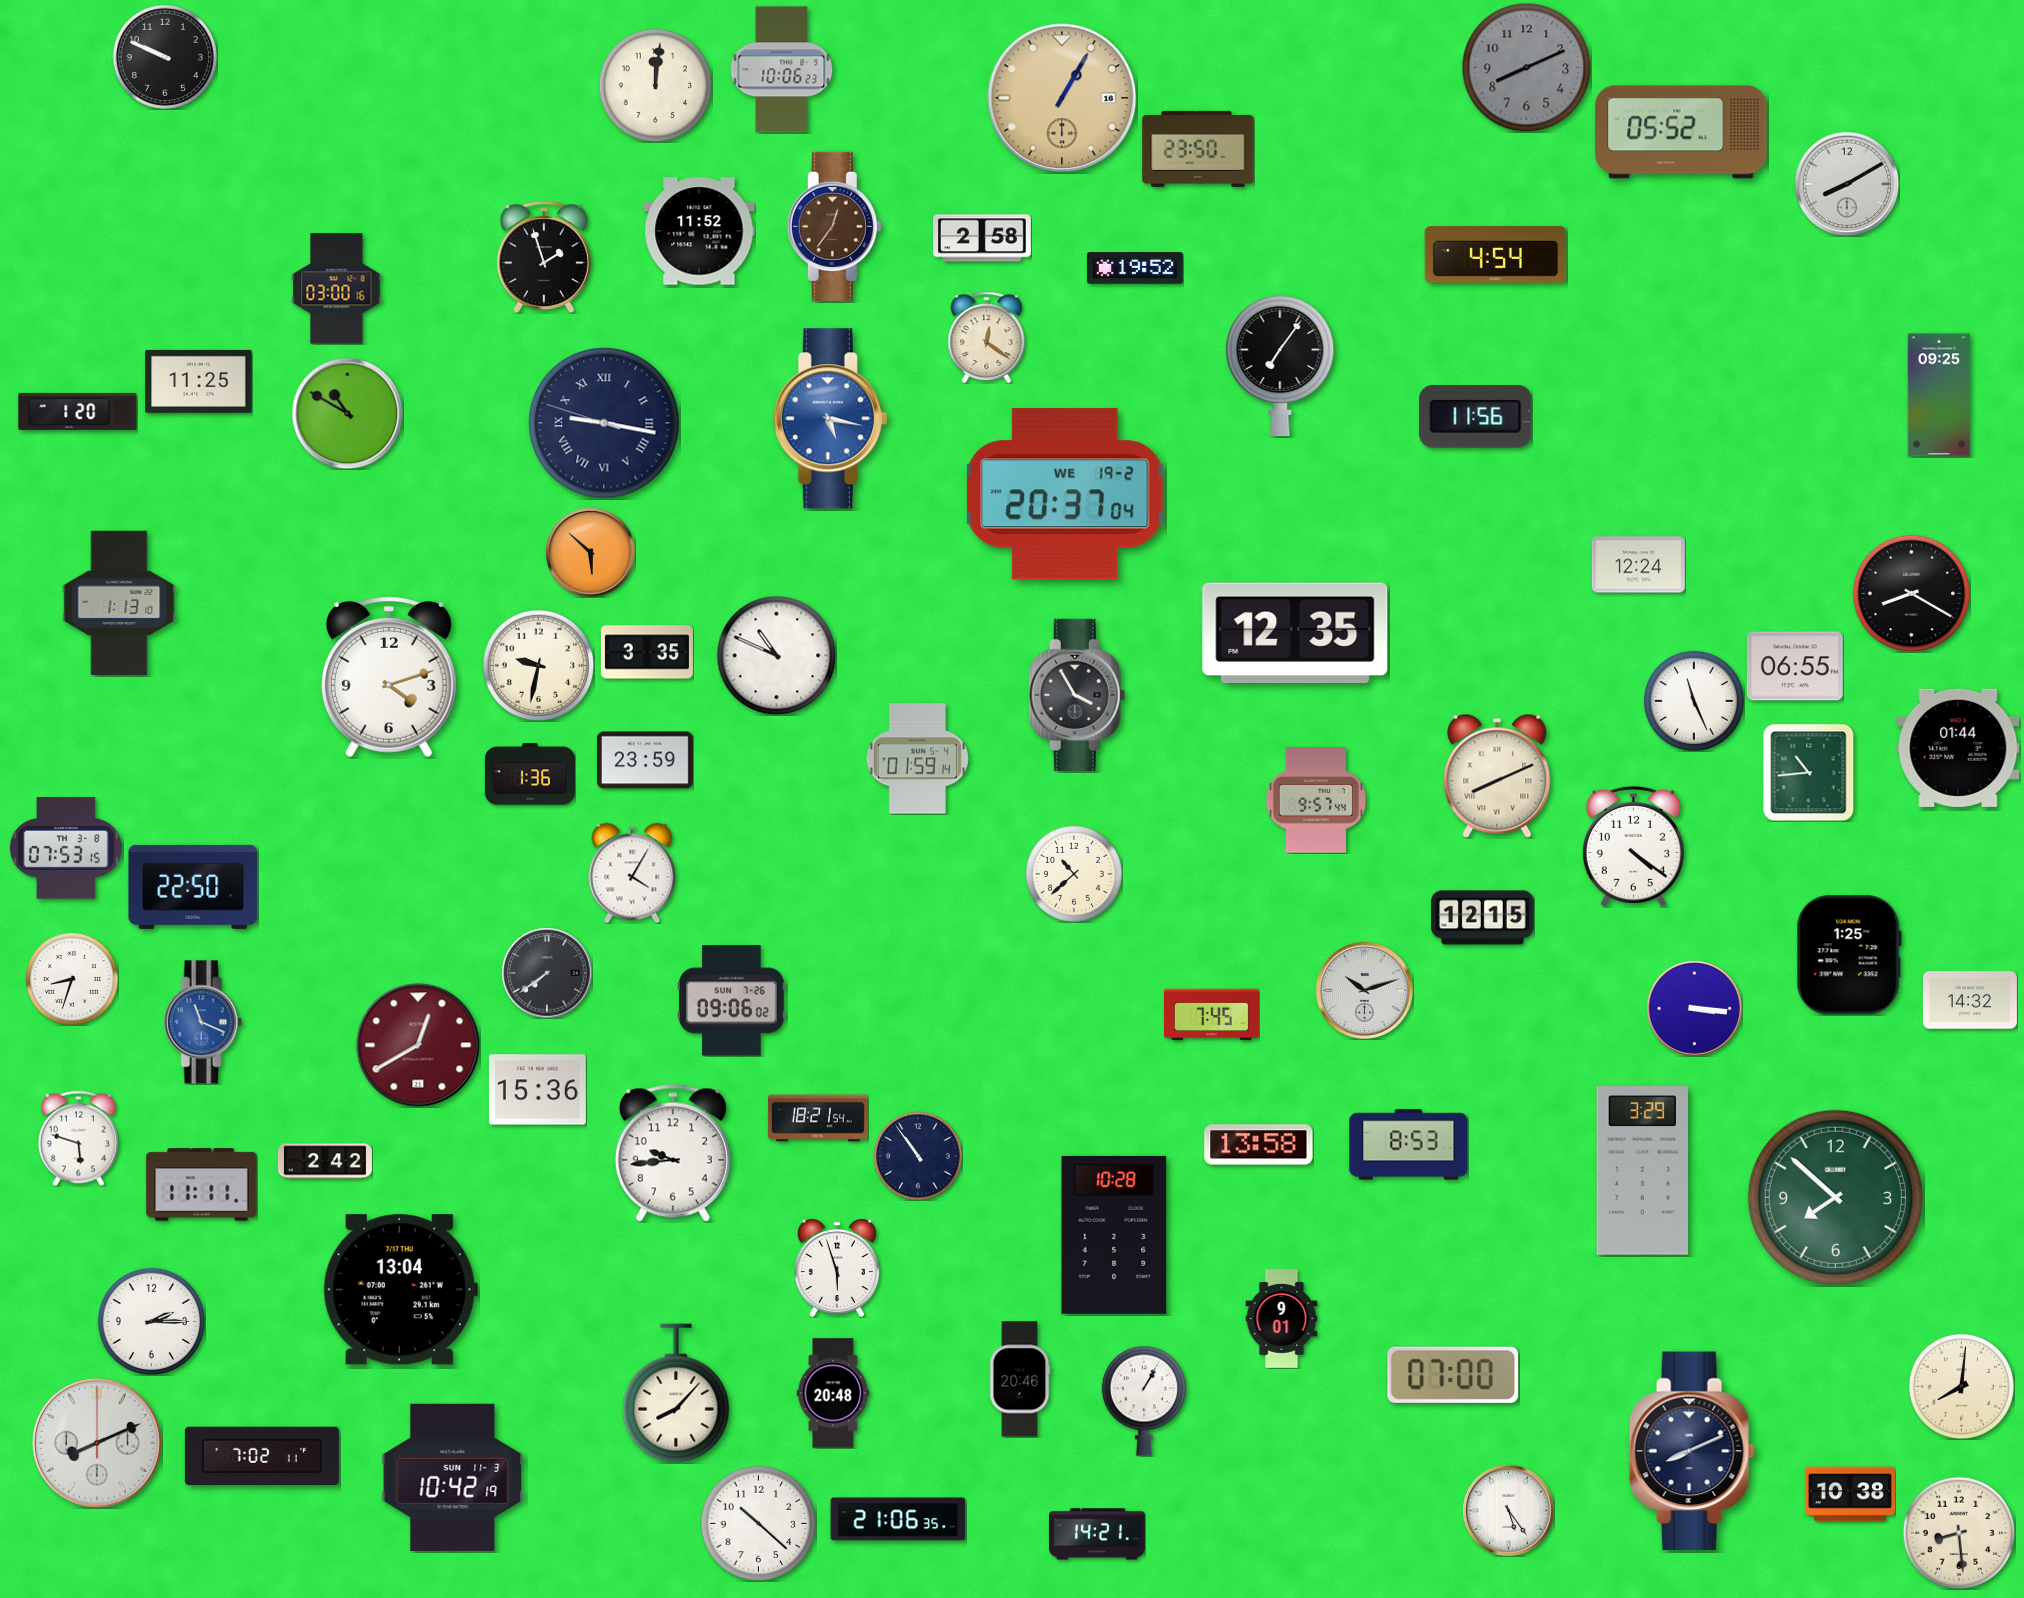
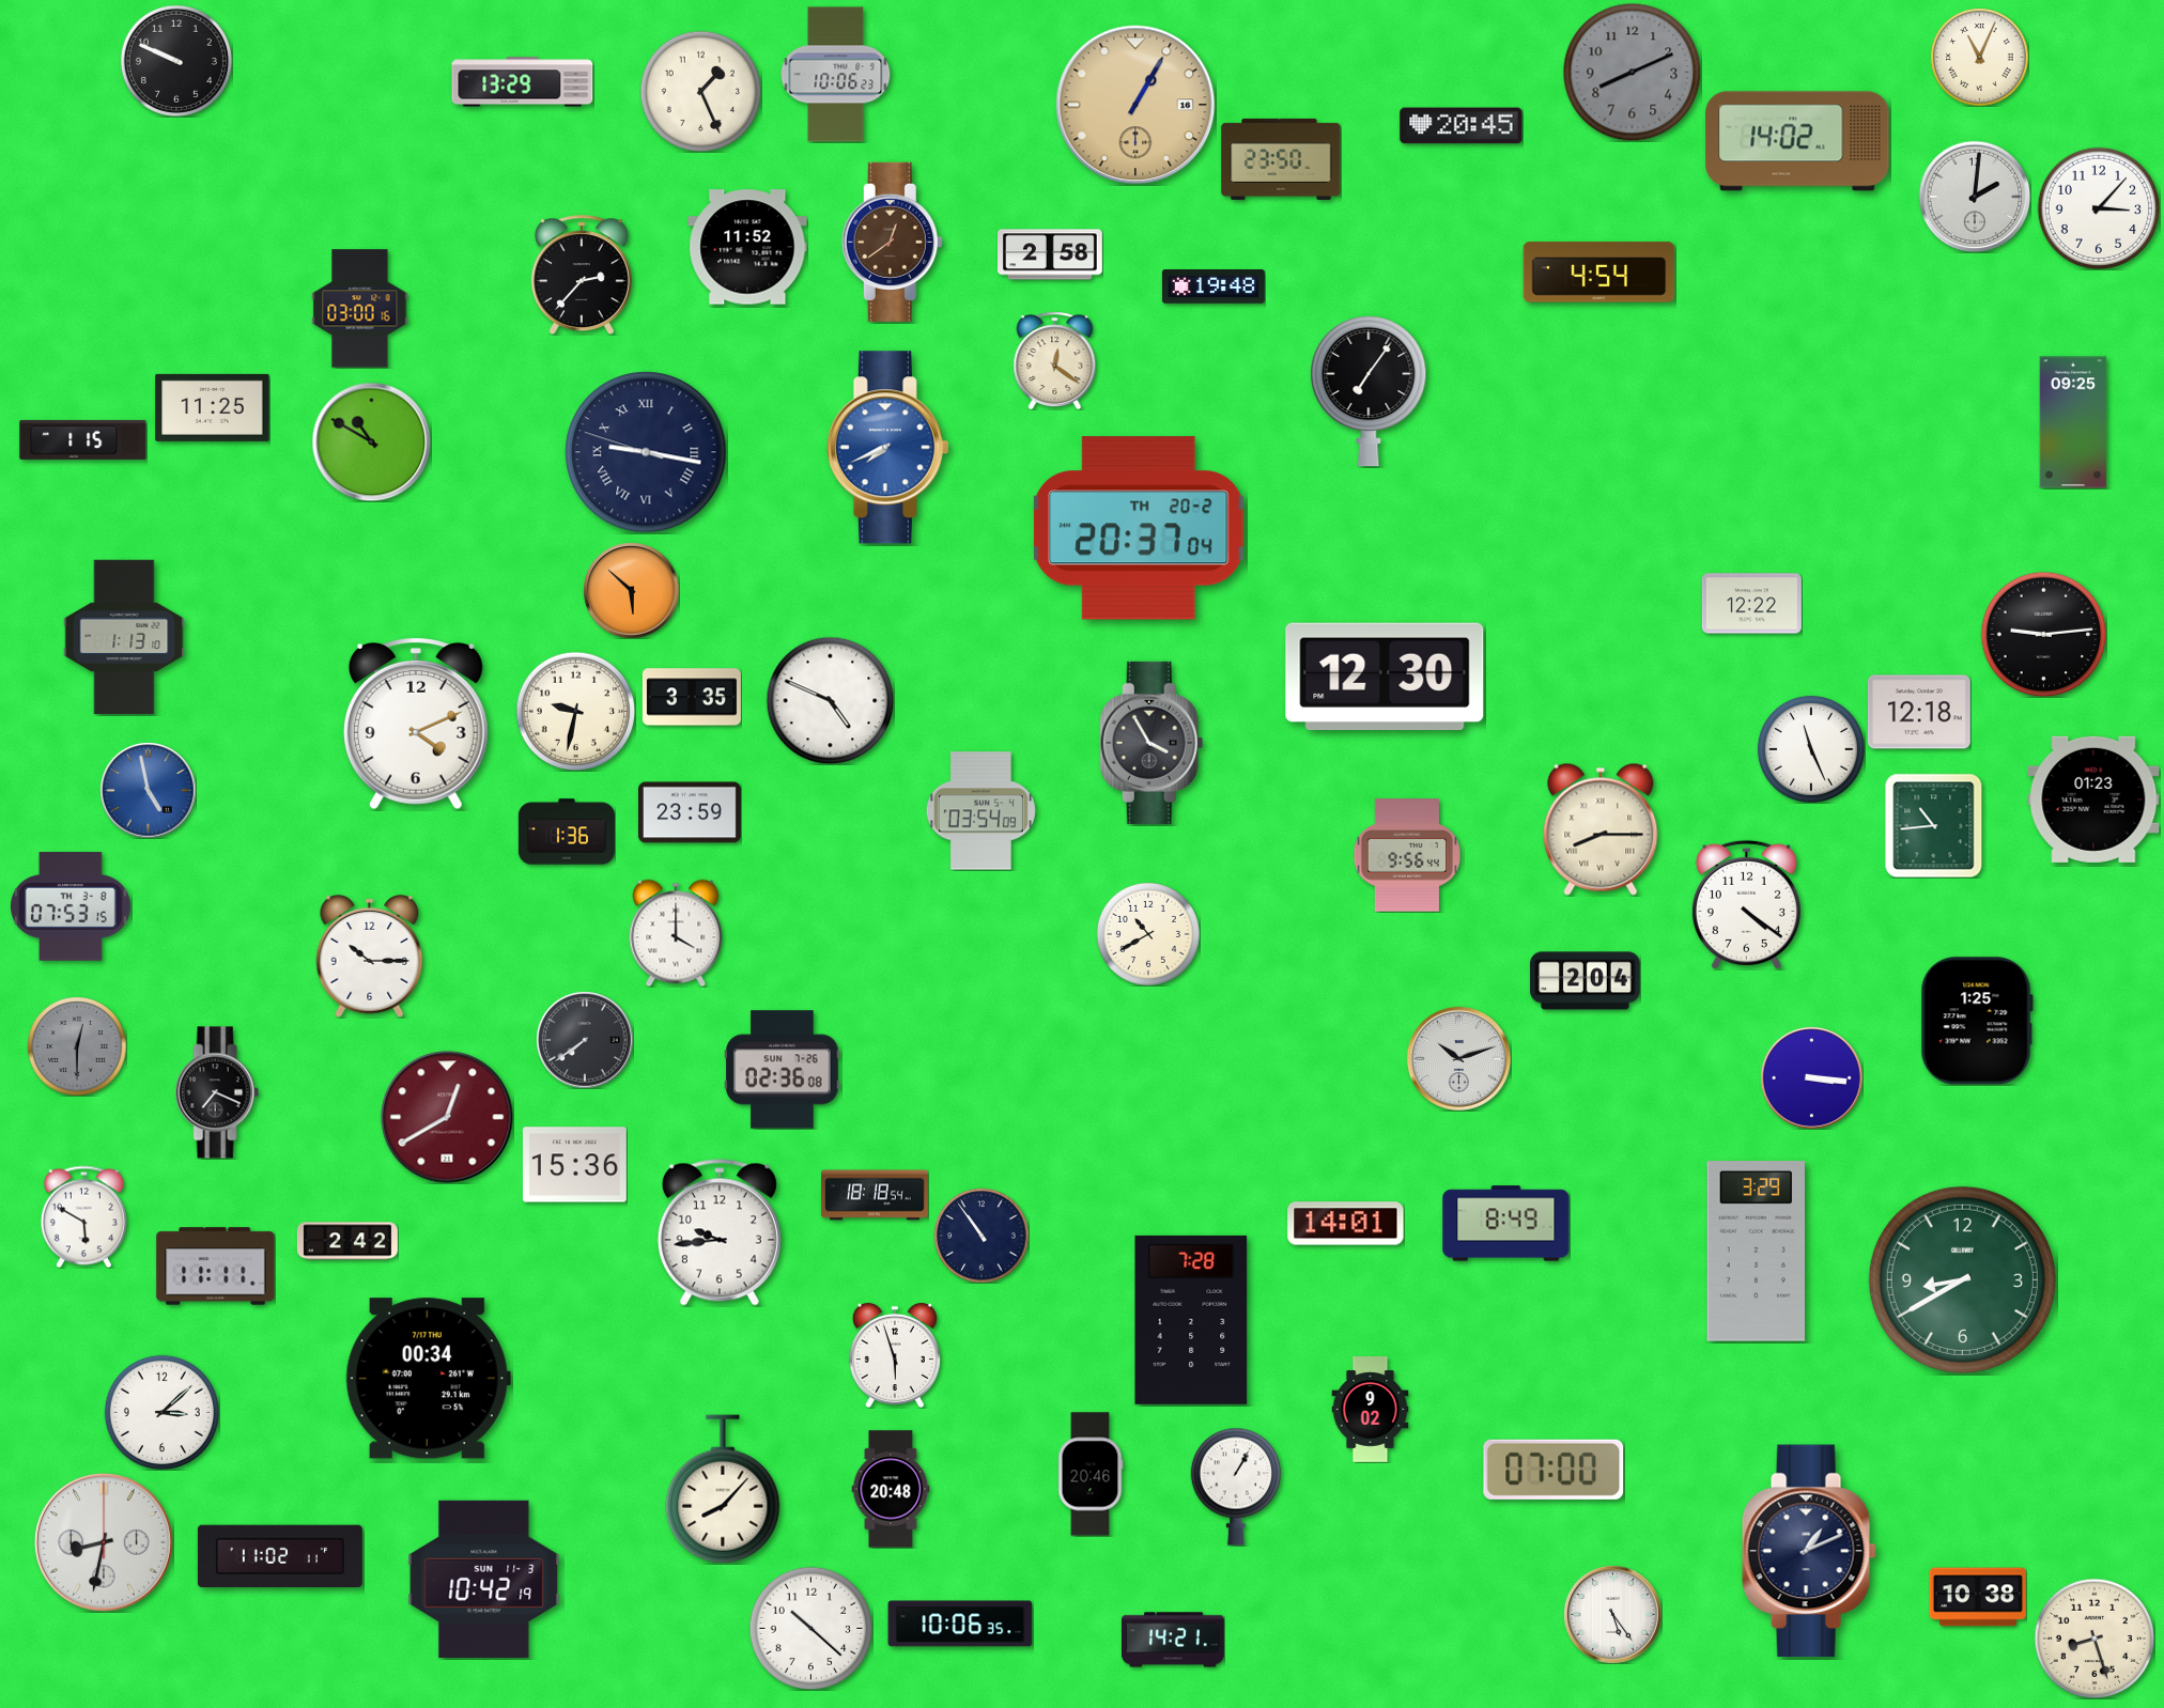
clock at (1979, 57): none -> 11:04
clock at (523, 82): none -> 13:29
clock at (655, 85): 12:01 -> 1:26
clock at (1462, 126): none -> 20:45
clock at (1681, 132): 05:52 -> 14:02
clock at (1847, 184): 8:10 -> 2:01
clock at (2099, 208): none -> 3:07
clock at (834, 226): 12:36 -> 12:39
clock at (544, 257): 1:57 -> 2:37
clock at (1135, 269): 19:52 -> 19:48
clock at (78, 411): 1:20 -> 1:15
clock at (1476, 417): 11:56 -> none
clock at (830, 419): 5:17 -> 7:41
clock at (1065, 494) date: WE 19-2 -> TH 20-2
clock at (1638, 565): 12:24 -> 12:22
clock at (1911, 593): 8:20 -> 9:14
clock at (119, 603) position: (119, 603) -> (124, 637)
clock at (1295, 632): 12:35 -> 12:30
clock at (776, 655): 10:49 -> 4:49
clock at (1795, 666): 06:55 -> 12:18
clock at (389, 678): 4:12 -> 4:11
clock at (148, 790): none -> 4:58
clock at (1958, 748): 01:44 -> 01:23
clock at (917, 759): 01:59 -> 03:54
clock at (530, 774) position: (530, 774) -> (567, 832)
clock at (1497, 776): 8:11 -> 8:15
clock at (1315, 800): 9:57 -> 9:56
clock at (632, 873): 4:05 -> 4:00
clock at (1074, 874): 10:38 -> 10:40
clock at (193, 887): 22:50 -> none
clock at (370, 956): none -> 10:15
clock at (1483, 918): 12:15 -> 2:04
clock at (72, 979): 8:33 -> 12:30
clock at (72, 979) dial: white -> grey
clock at (1970, 1000): 14:32 -> none
clock at (732, 1001): 09:06 -> 02:36
clock at (1211, 1015): 7:45 -> none
clock at (203, 1022): 11:19 -> 7:19
clock at (203, 1022) dial: blue -> black
clock at (818, 1118): 18:21 -> 18:18
clock at (78, 1138): 5:48 -> 5:50
clock at (1259, 1145): 13:58 -> 14:01
clock at (1409, 1145): 8:53 -> 8:49
clock at (1835, 1197): 7:52 -> 8:40
clock at (1114, 1235): 10:28 -> 7:28
clock at (400, 1290): 13:04 -> 00:34
clock at (1282, 1319): 9:01 -> 9:02
clock at (151, 1321): 2:15 -> 3:08
clock at (1961, 1386): 8:01 -> none
clock at (1144, 1401) position: (1144, 1401) -> (1236, 1487)
clock at (98, 1444): 8:11 -> 8:32
clock at (1692, 1451): 8:11 -> 1:11
clock at (262, 1456): 7:02 -> 11:02
clock at (898, 1519): 21:06 -> 10:06
clock at (1959, 1533): 8:29 -> 8:27
